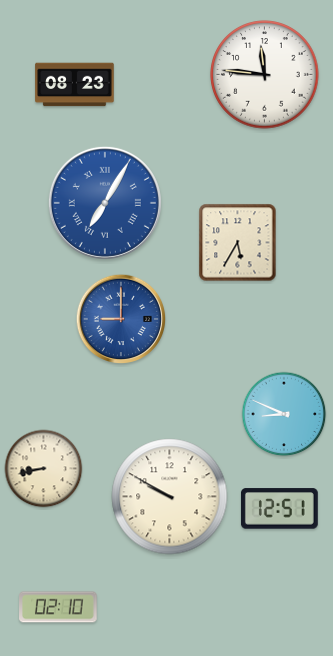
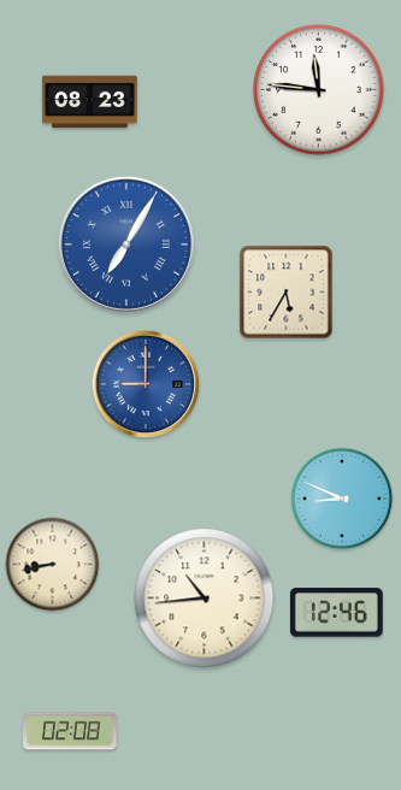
clock at (170, 497): 9:50 -> 10:44
clock at (279, 509): 12:51 -> 12:46
clock at (58, 607): 02:10 -> 02:08
